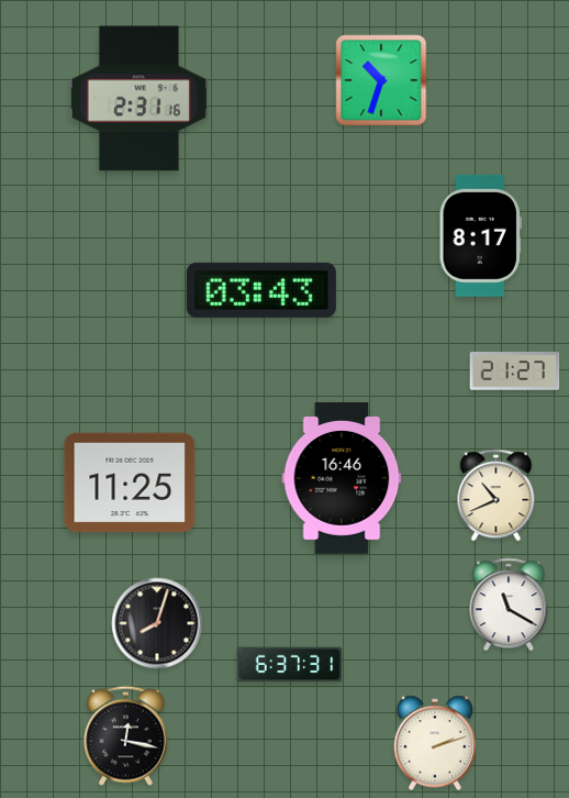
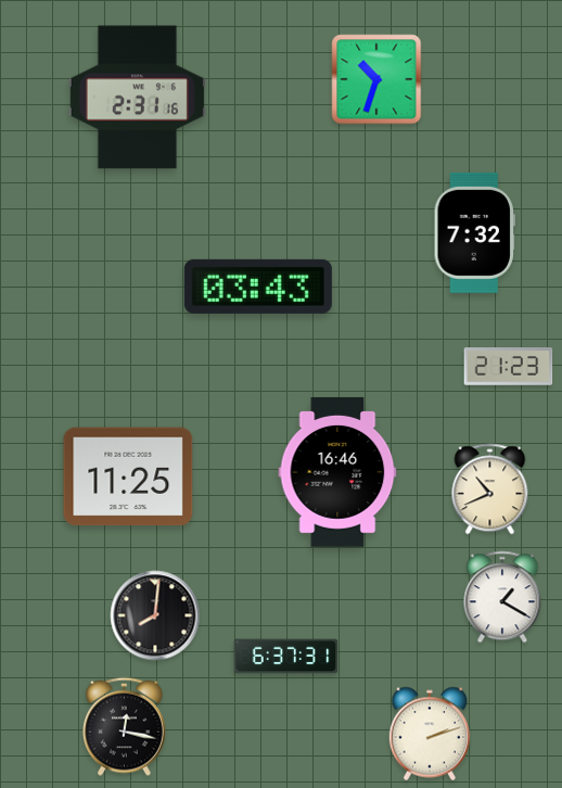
clock at (480, 235): 8:17 -> 7:32
clock at (515, 372): 21:27 -> 21:23
clock at (509, 605): 11:20 -> 1:20
clock at (157, 623): 8:03 -> 8:01
